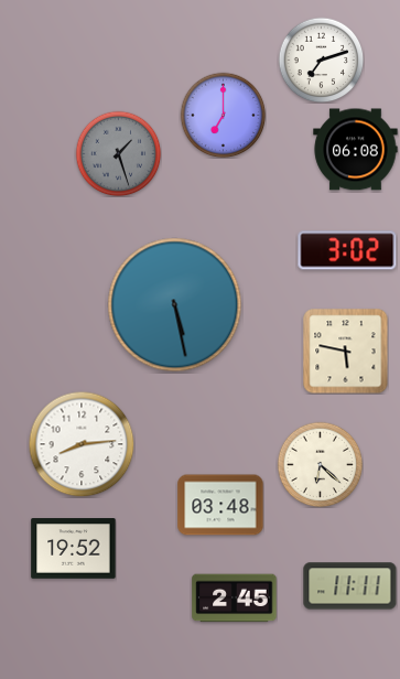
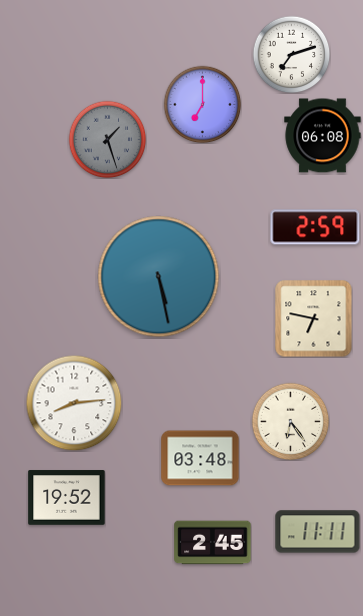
clock at (347, 250): 3:02 -> 2:59
clock at (345, 351): 5:47 -> 6:47
clock at (320, 464): 6:22 -> 6:24
